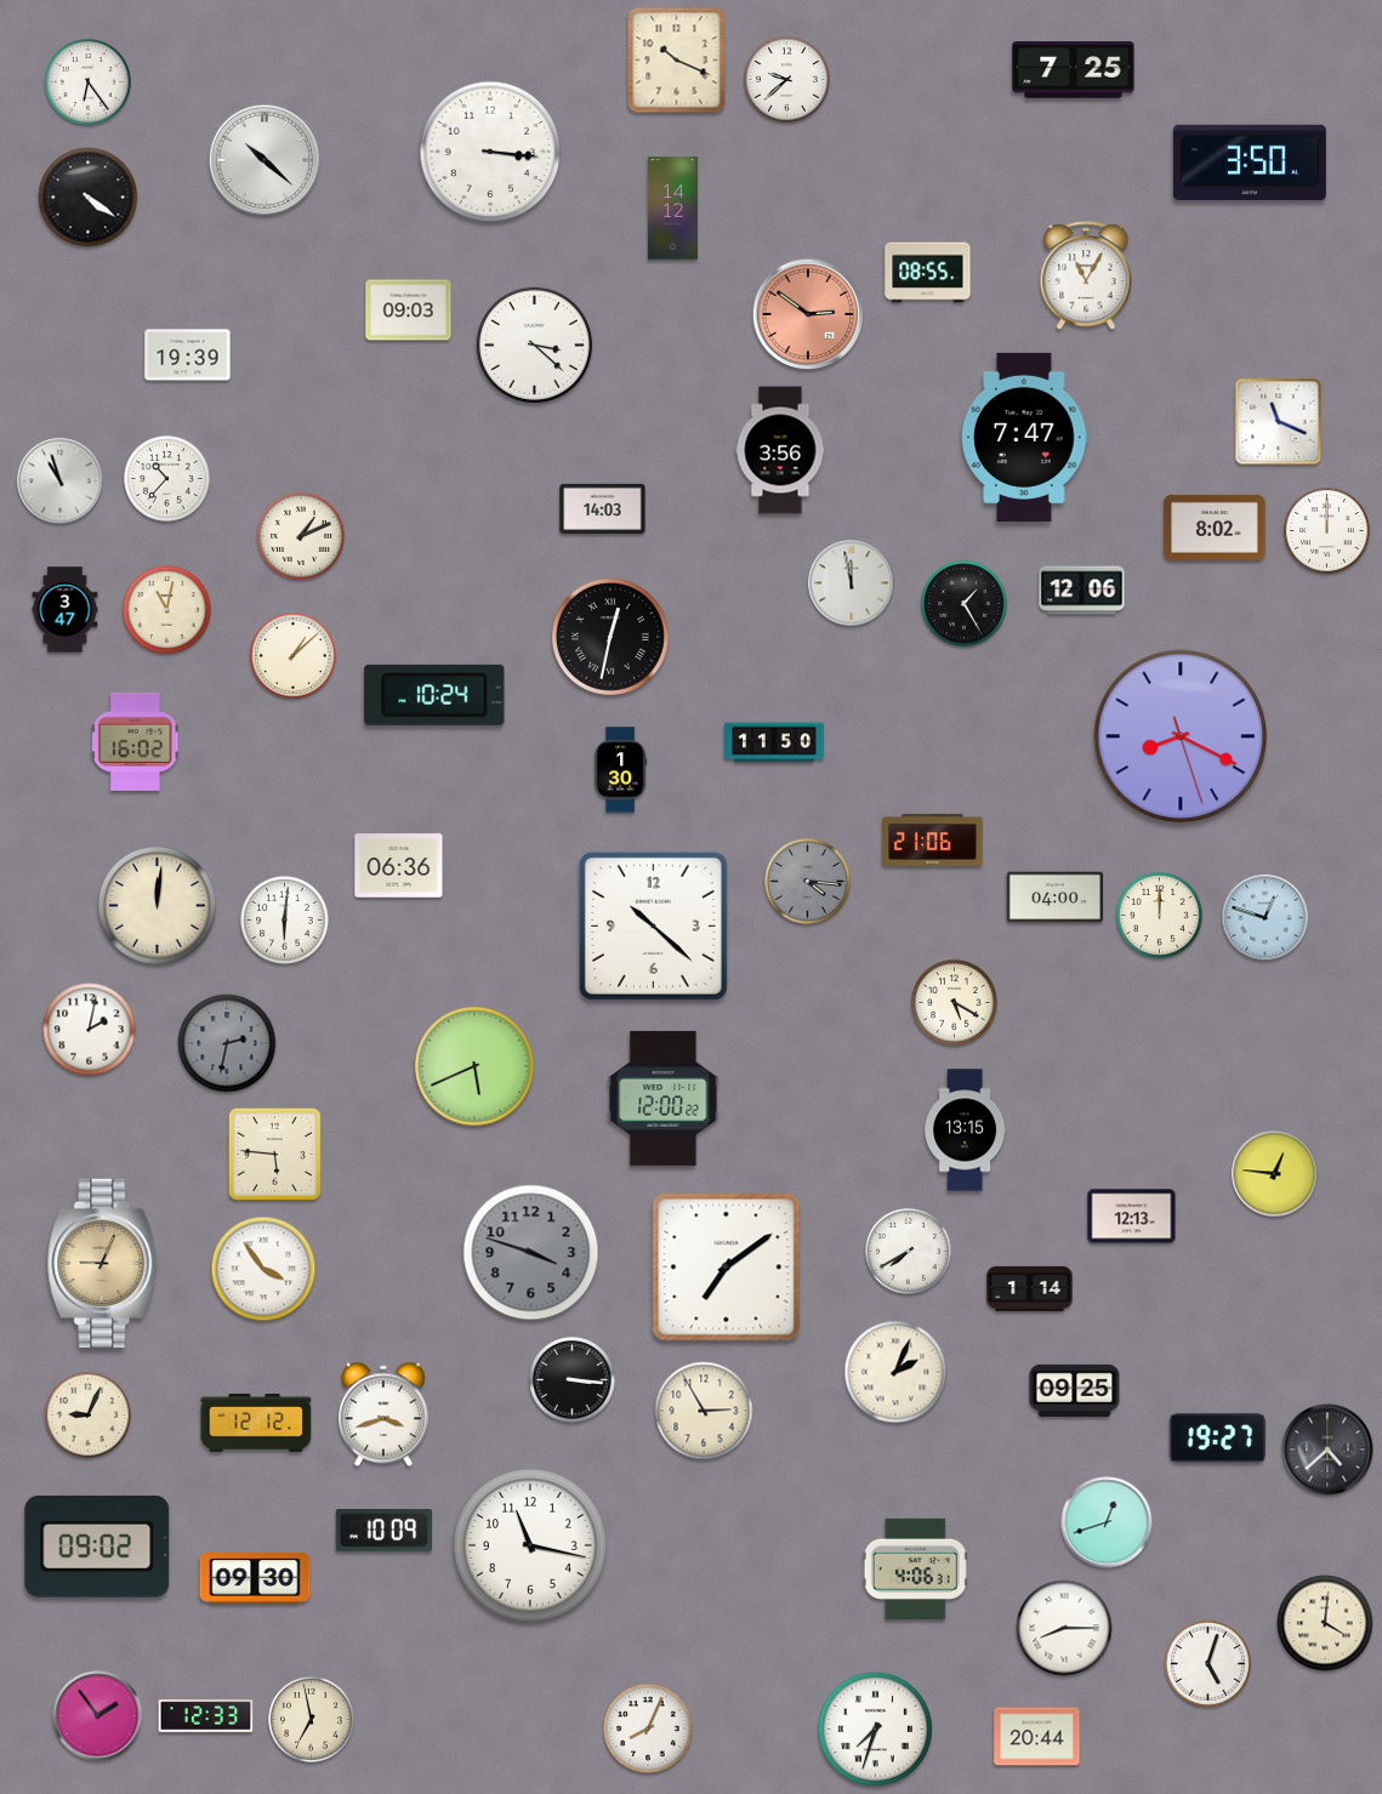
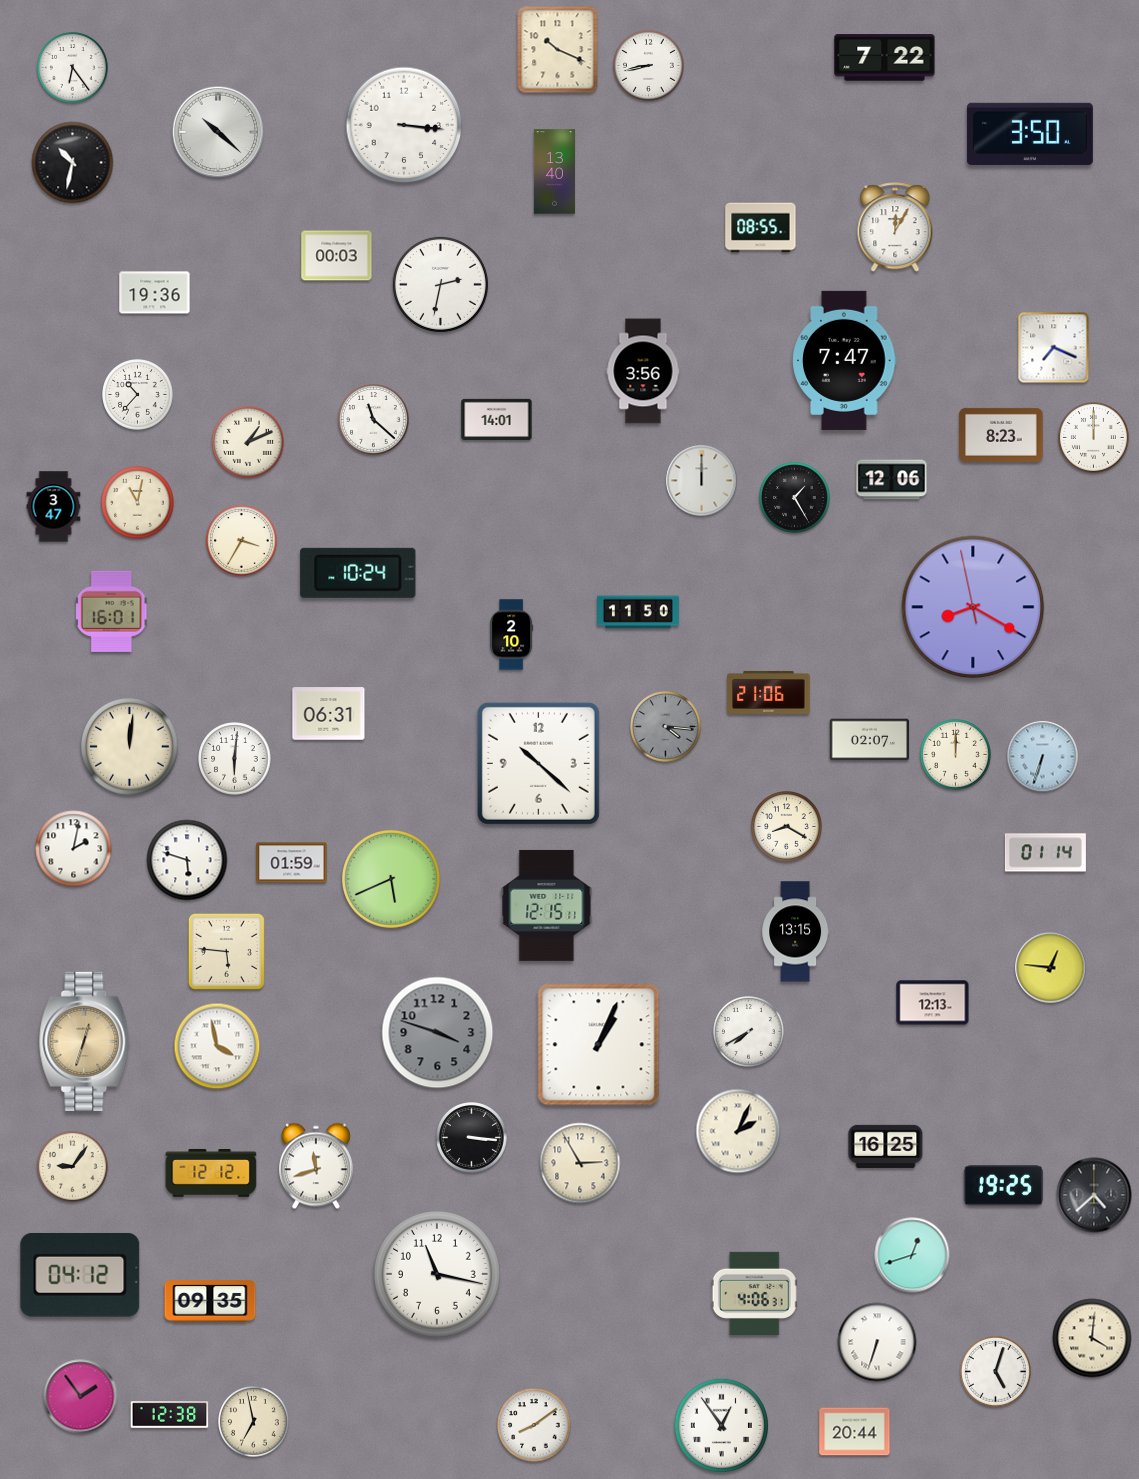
clock at (1074, 70): 7:25 -> 7:22
clock at (787, 80): 9:38 -> 8:43
clock at (89, 198): 4:21 -> 10:32
clock at (672, 209): 14:12 -> 13:40
clock at (928, 273) position: (928, 273) -> (761, 228)
clock at (1086, 277): 11:05 -> 12:05
clock at (409, 311): 09:03 -> 00:03
clock at (808, 314): 2:51 -> none
clock at (534, 344): 3:22 -> 2:32
clock at (188, 355): 19:39 -> 19:36
clock at (1279, 422): 11:19 -> 7:19
clock at (61, 482): 10:57 -> none
clock at (603, 508): 14:03 -> 14:01
clock at (374, 420): none -> 11:22
clock at (1215, 528): 8:02 -> 8:23
clock at (852, 583): 11:58 -> 12:00
clock at (1082, 591) position: (1082, 591) -> (892, 480)
clock at (66, 610) position: (66, 610) -> (54, 507)
clock at (610, 637): 12:32 -> none
clock at (294, 656): 1:08 -> 3:35
clock at (1181, 736): 8:19:27 -> 8:19:58
clock at (135, 741): 16:02 -> 16:01
clock at (621, 770): 1:30 -> 2:10
clock at (399, 866): 06:36 -> 06:31
clock at (1056, 898): 04:00 -> 02:07
clock at (1266, 918): 12:48 -> 6:33
clock at (955, 1003): 5:20 -> 8:20
clock at (1045, 853): none -> 01:14
clock at (227, 1043): 2:32 -> 5:48
clock at (227, 1043) dial: grey -> white
clock at (292, 863): none -> 01:59
clock at (664, 1098): 12:00 -> 12:15
clock at (103, 1263): 9:04 -> 12:33
clock at (727, 1268): 7:09 -> 1:04
clock at (263, 1269): 3:54 -> 3:58
clock at (1030, 1288): 1:14 -> none
clock at (1075, 1390): 09:25 -> 16:25
clock at (383, 1414): 3:42 -> 11:42
clock at (89, 1416): 9:04 -> 9:06
clock at (1217, 1439): 19:27 -> 19:25
clock at (385, 1531): 10:09 -> none
clock at (97, 1547): 09:02 -> 04:12
clock at (255, 1578): 09:30 -> 09:35
clock at (1064, 1628): 8:15 -> 6:33
clock at (98, 1716) position: (98, 1716) -> (81, 1397)
clock at (206, 1716): 12:33 -> 12:38
clock at (312, 1720) position: (312, 1720) -> (254, 1422)
clock at (648, 1728): 8:04 -> 8:09
clock at (875, 1728): 7:33 -> 12:54
